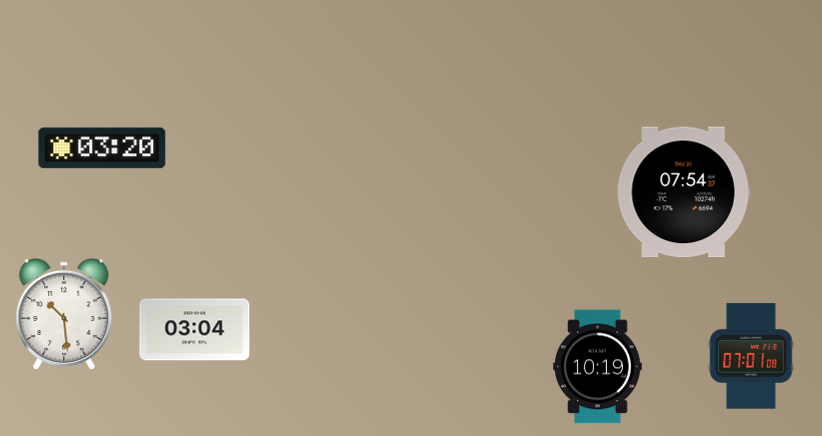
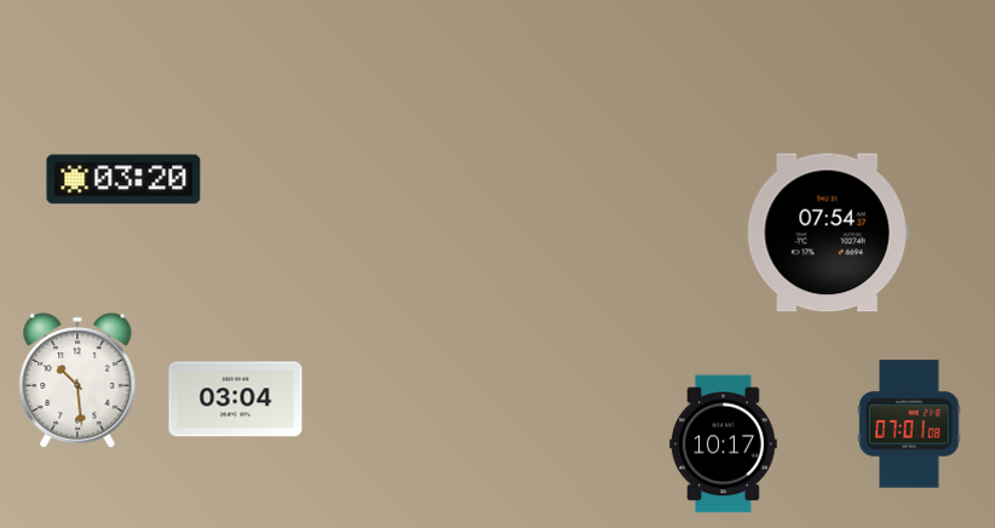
clock at (751, 356) position: (751, 356) -> (909, 424)
clock at (598, 367): 10:19 -> 10:17
